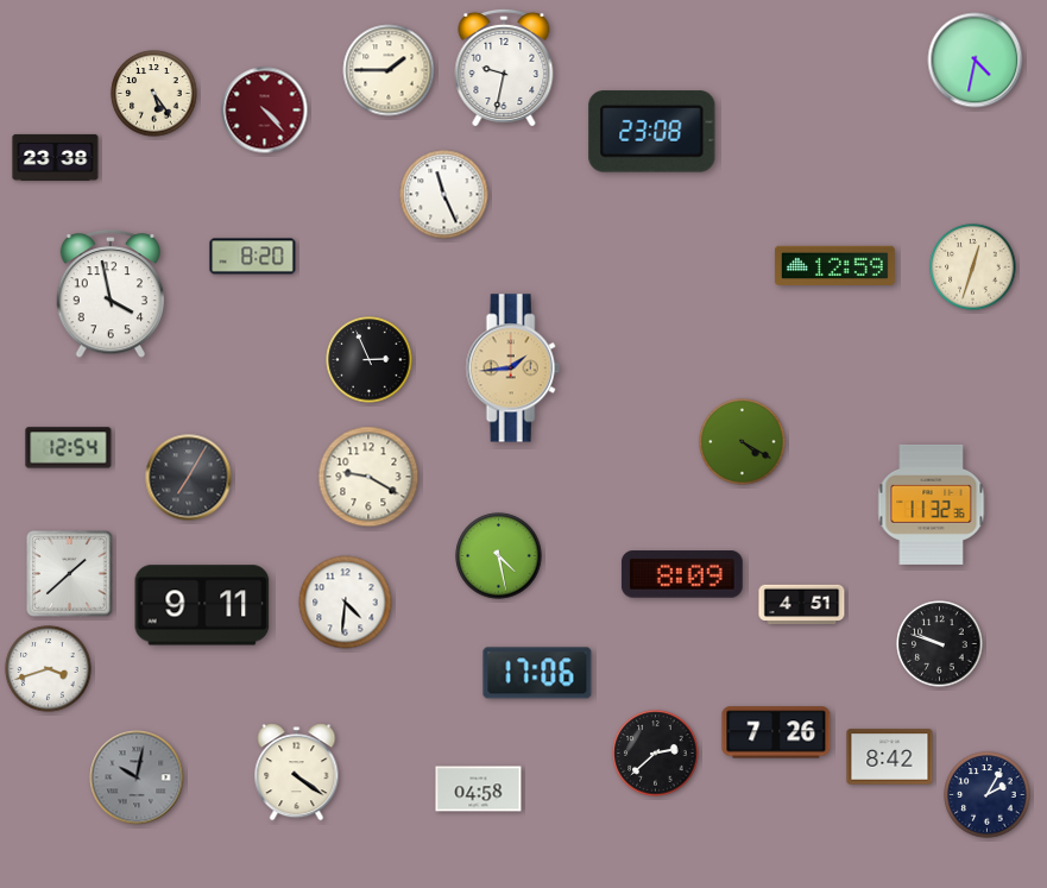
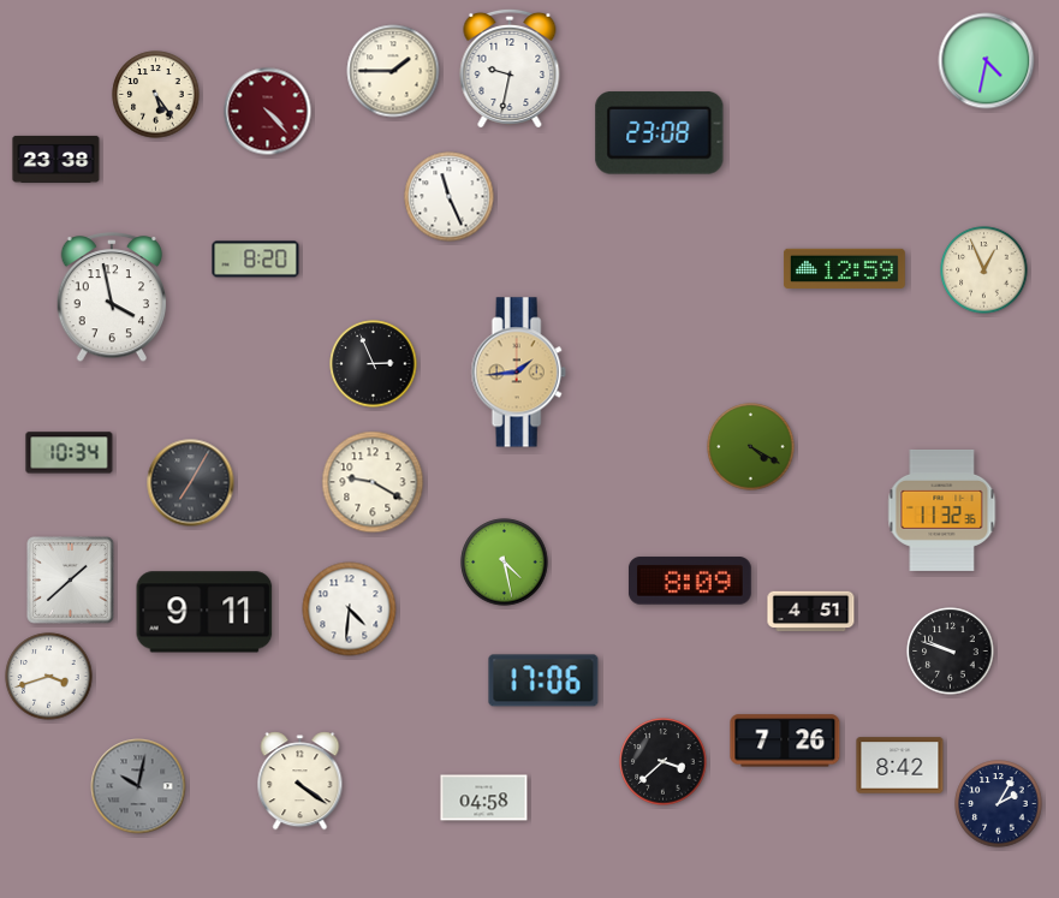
clock at (973, 267): 12:33 -> 12:56
clock at (69, 448): 12:54 -> 10:34
clock at (656, 754): 2:38 -> 3:38
